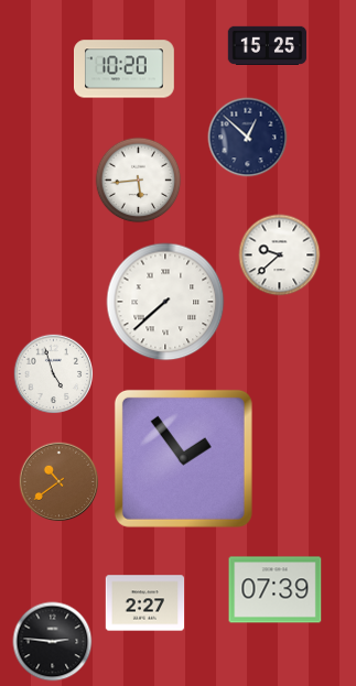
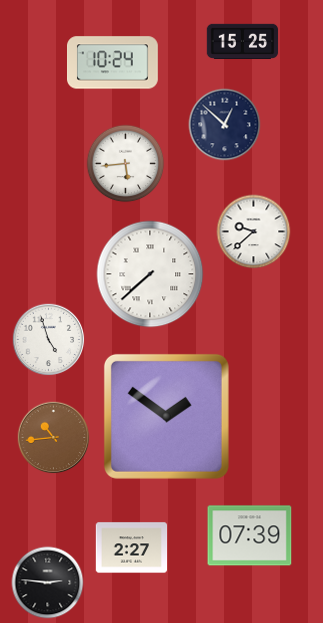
clock at (125, 69): 10:20 -> 10:24
clock at (183, 458): 1:54 -> 1:51
clock at (60, 482): 10:39 -> 10:44
